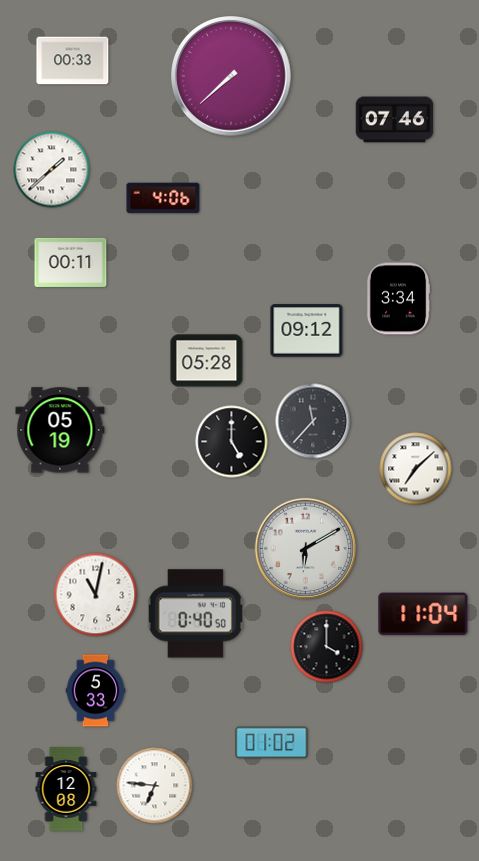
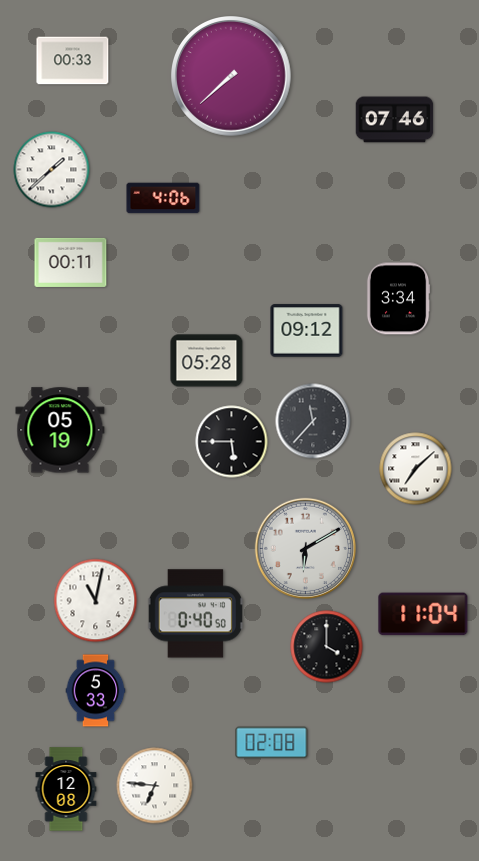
clock at (232, 442): 5:00 -> 5:45
clock at (96, 595) position: (96, 595) -> (96, 601)
clock at (272, 743): 01:02 -> 02:08
